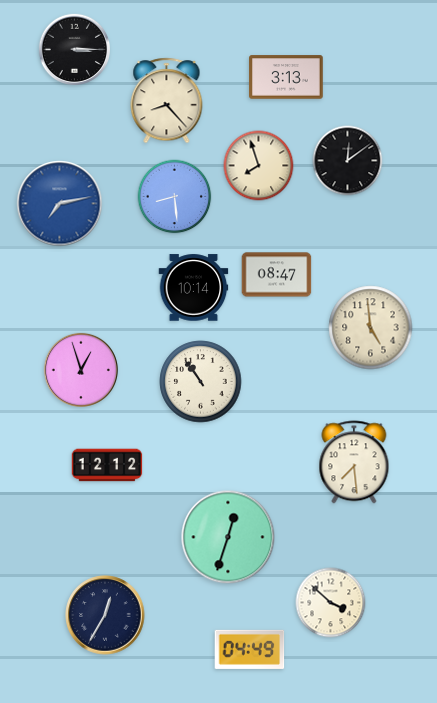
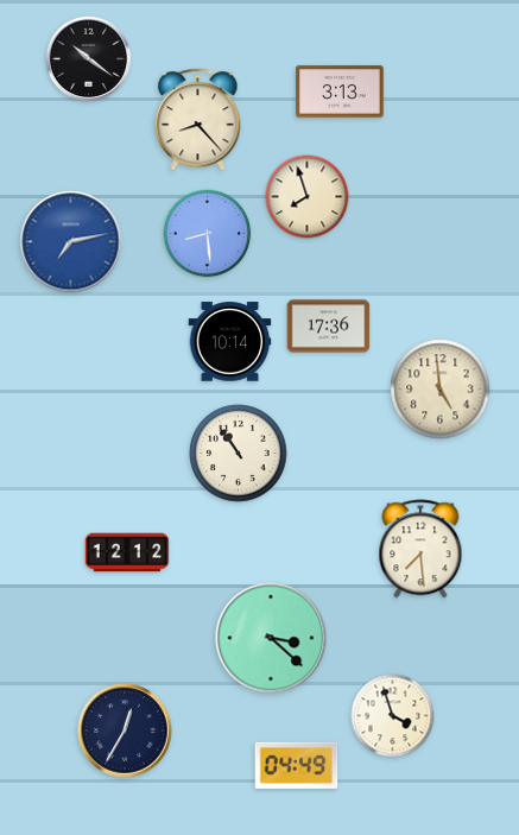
clock at (74, 49): 3:15 -> 10:21
clock at (348, 161): 12:09 -> none
clock at (277, 275): 08:47 -> 17:36
clock at (81, 370): 12:57 -> none
clock at (228, 537): 12:33 -> 3:22
clock at (331, 603): 3:52 -> 3:57
clock at (250, 649) position: (250, 649) -> (297, 765)
